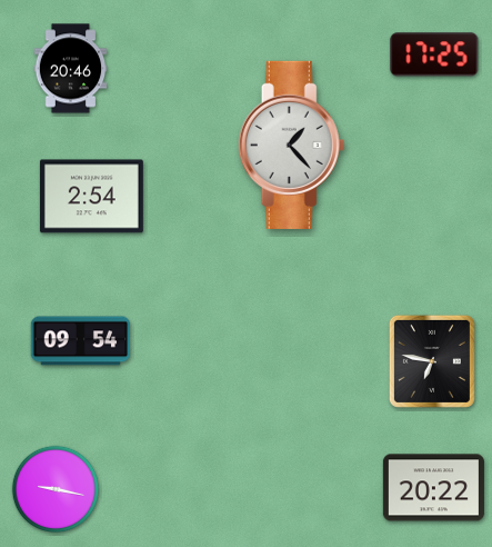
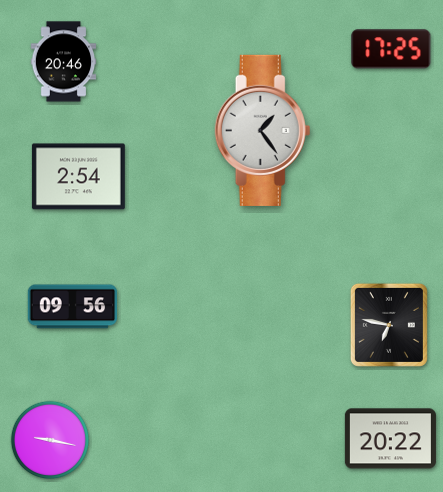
clock at (292, 145): 1:23 -> 1:24
clock at (91, 197) position: (91, 197) -> (78, 177)
clock at (81, 341): 09:54 -> 09:56
